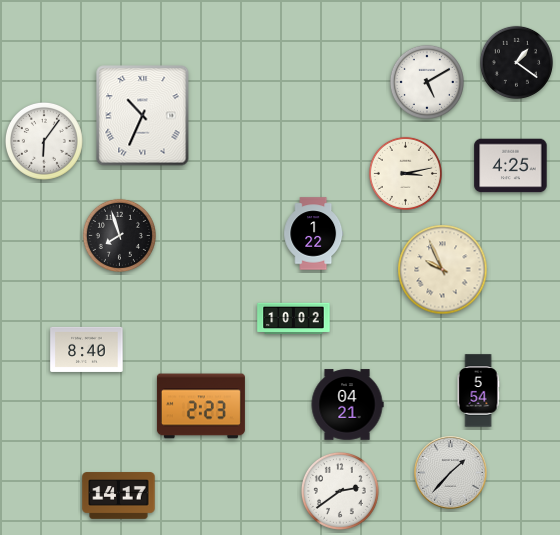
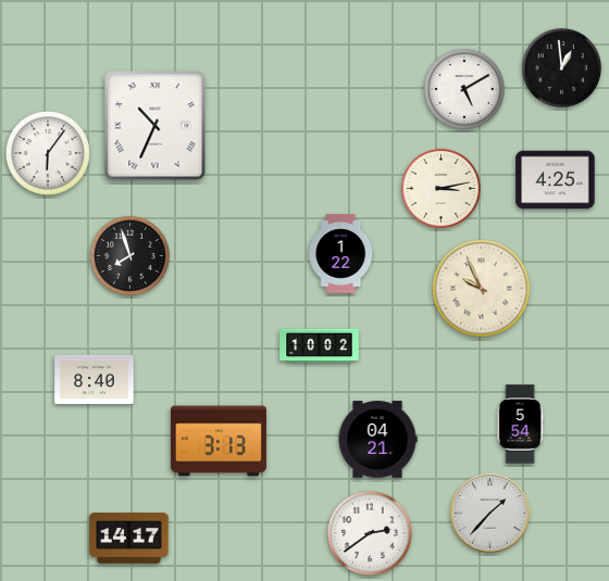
clock at (516, 62): 1:21 -> 12:59
clock at (443, 270) position: (443, 270) -> (482, 289)
clock at (201, 406): 2:23 -> 3:13
